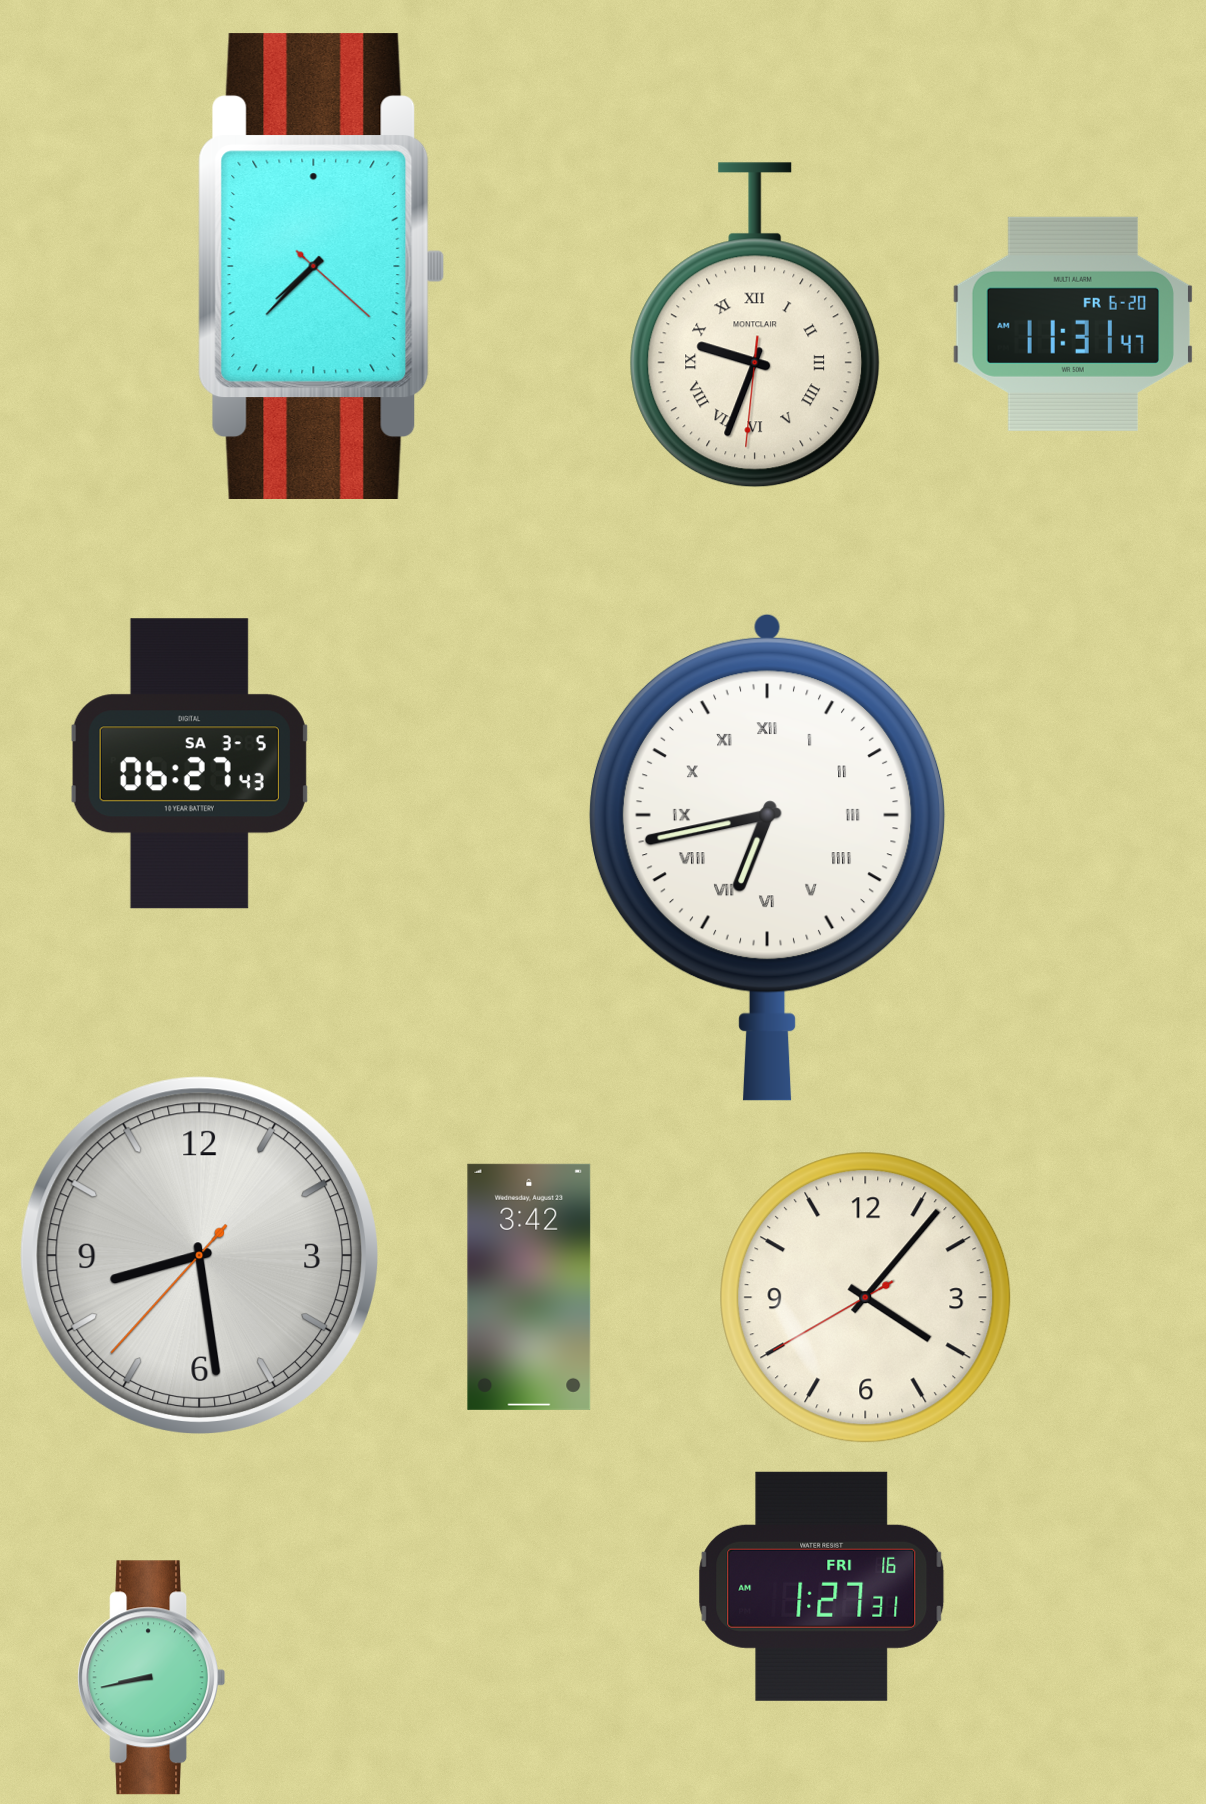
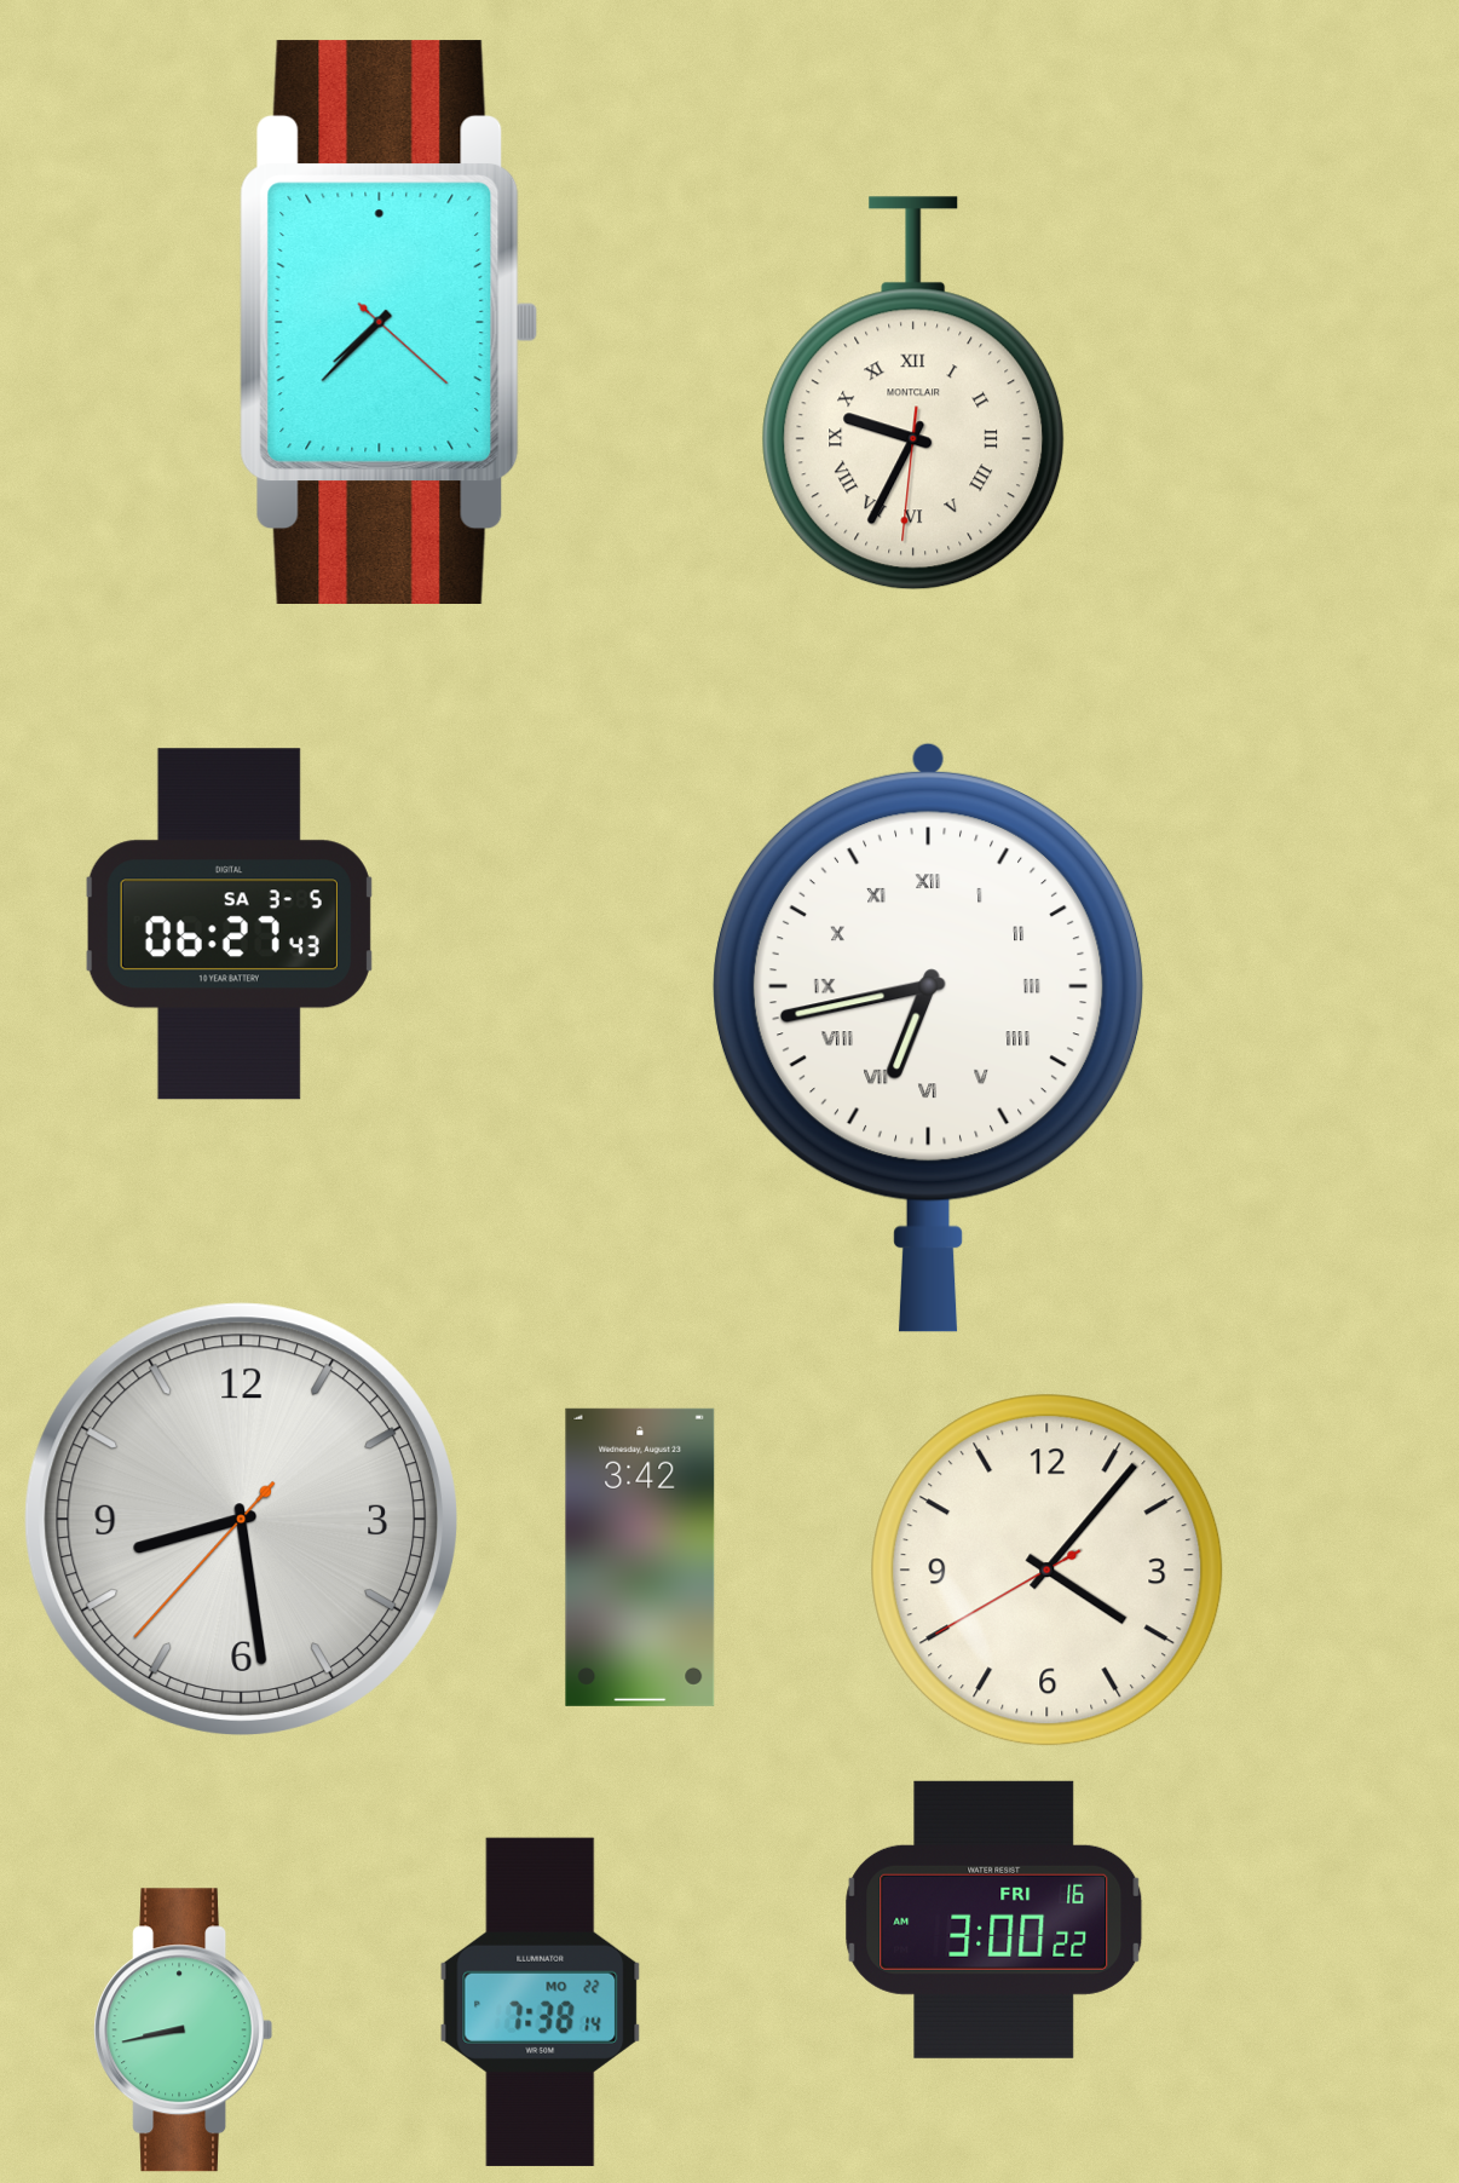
clock at (1072, 324): 11:31 -> none
clock at (755, 325): 9:33 -> 9:34
clock at (822, 1586): 1:27 -> 3:00
clock at (541, 2001): none -> 7:38
